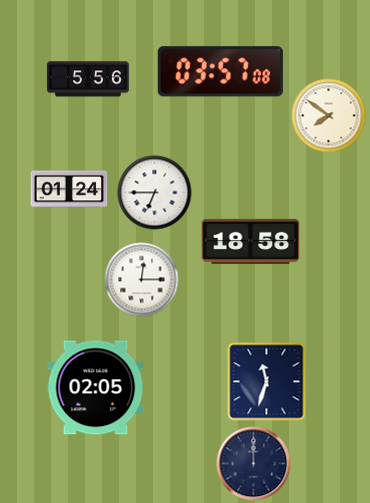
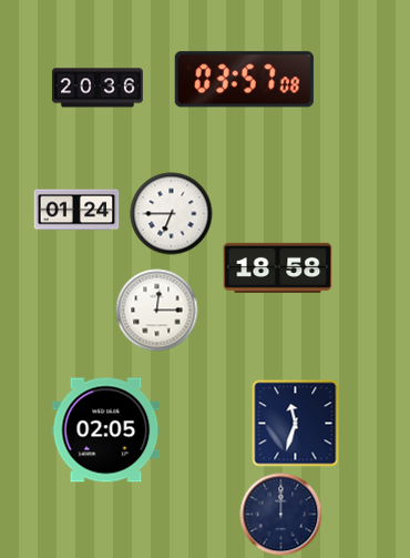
clock at (88, 79): 5:56 -> 20:36
clock at (329, 116): 7:51 -> none
